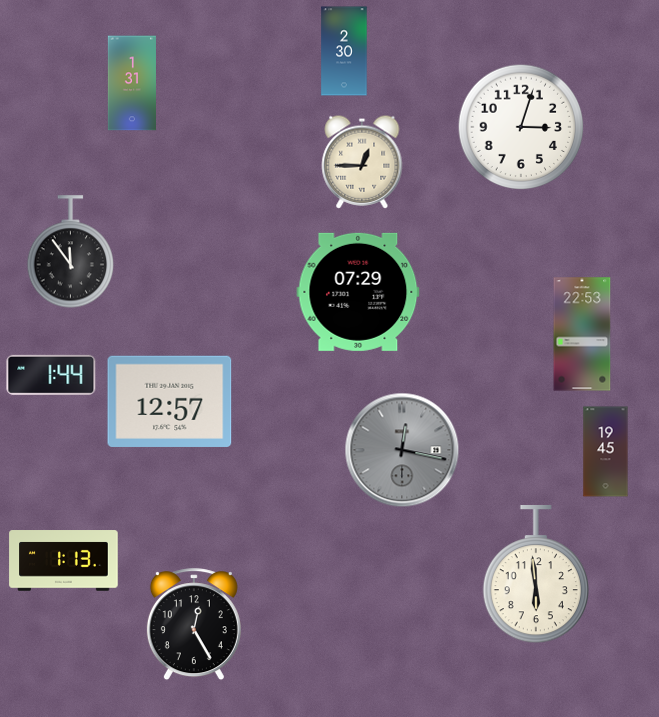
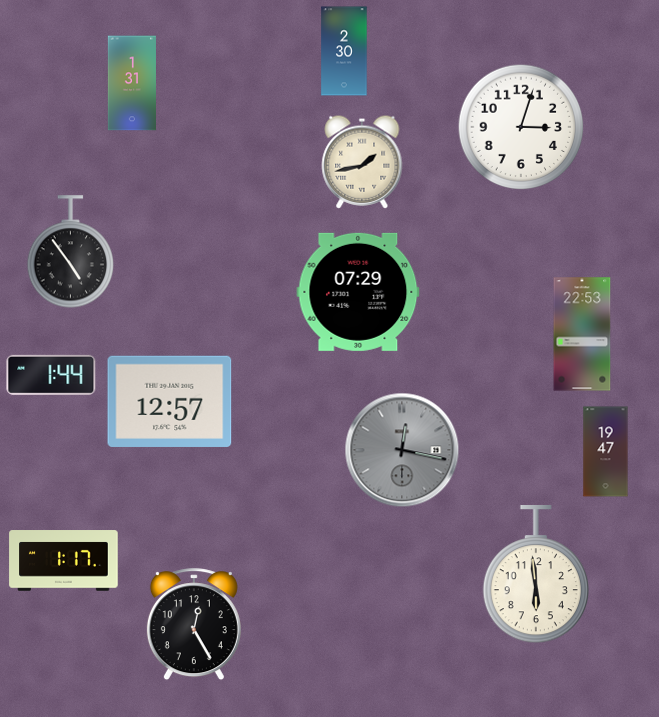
clock at (362, 162): 12:45 -> 1:43
clock at (71, 252): 11:54 -> 4:54
clock at (606, 452): 19:45 -> 19:47
clock at (64, 561): 1:13 -> 1:17
